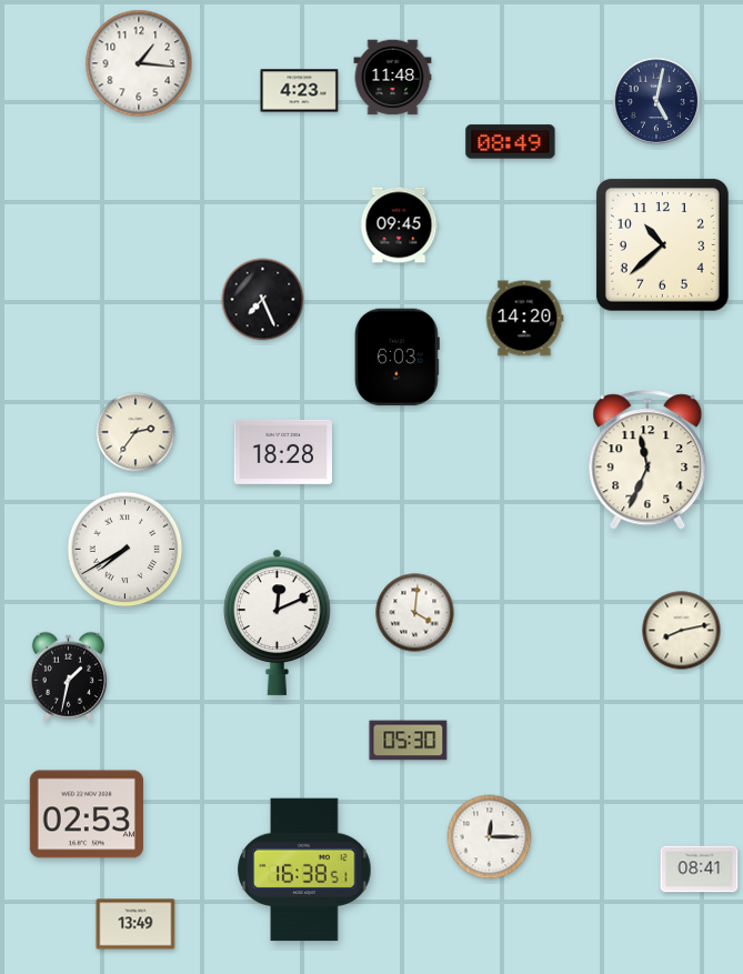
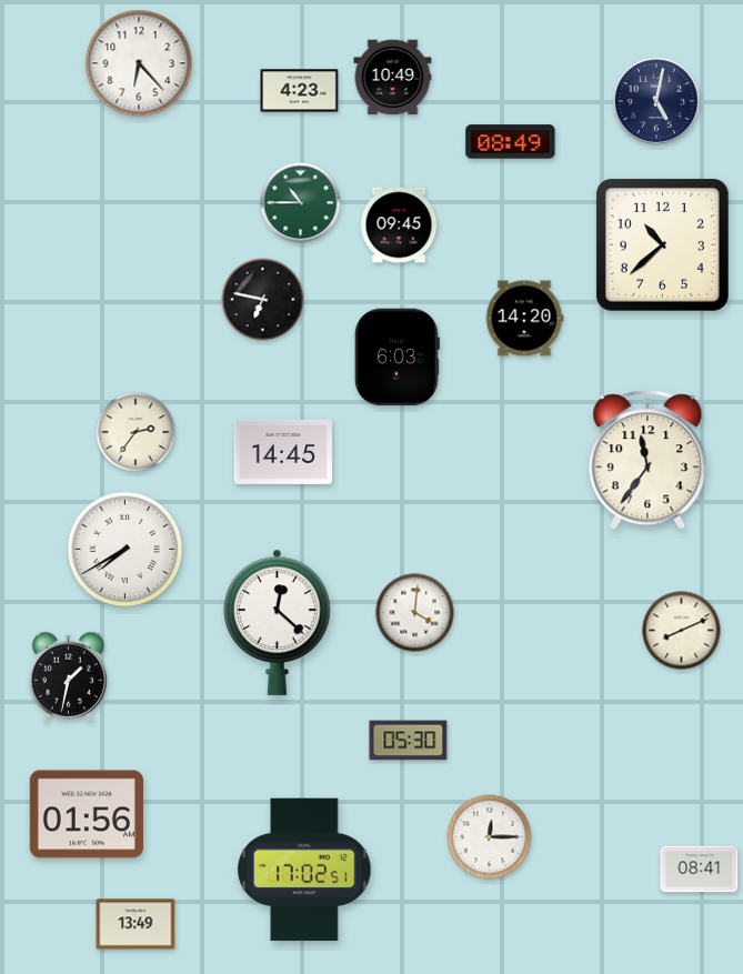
clock at (139, 63): 1:16 -> 6:23
clock at (393, 78): 11:48 -> 10:49
clock at (301, 203): none -> 10:45
clock at (263, 300): 7:26 -> 6:47
clock at (282, 452): 18:28 -> 14:45
clock at (647, 461): 11:34 -> 11:36
clock at (278, 622): 12:11 -> 12:22
clock at (682, 631): 8:13 -> 8:11
clock at (87, 814): 02:53 -> 01:56
clock at (304, 870): 16:38 -> 17:02
